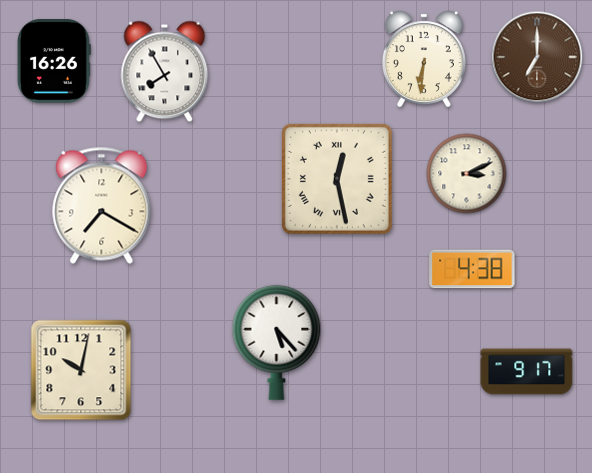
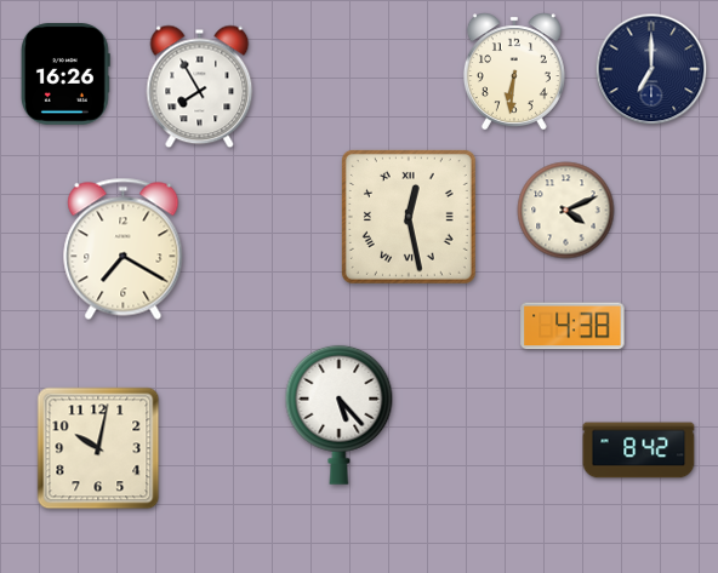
clock at (537, 57) dial: brown -> navy
clock at (467, 174): 3:11 -> 4:11
clock at (277, 342) position: (277, 342) -> (340, 414)
clock at (527, 372): 9:17 -> 8:42
